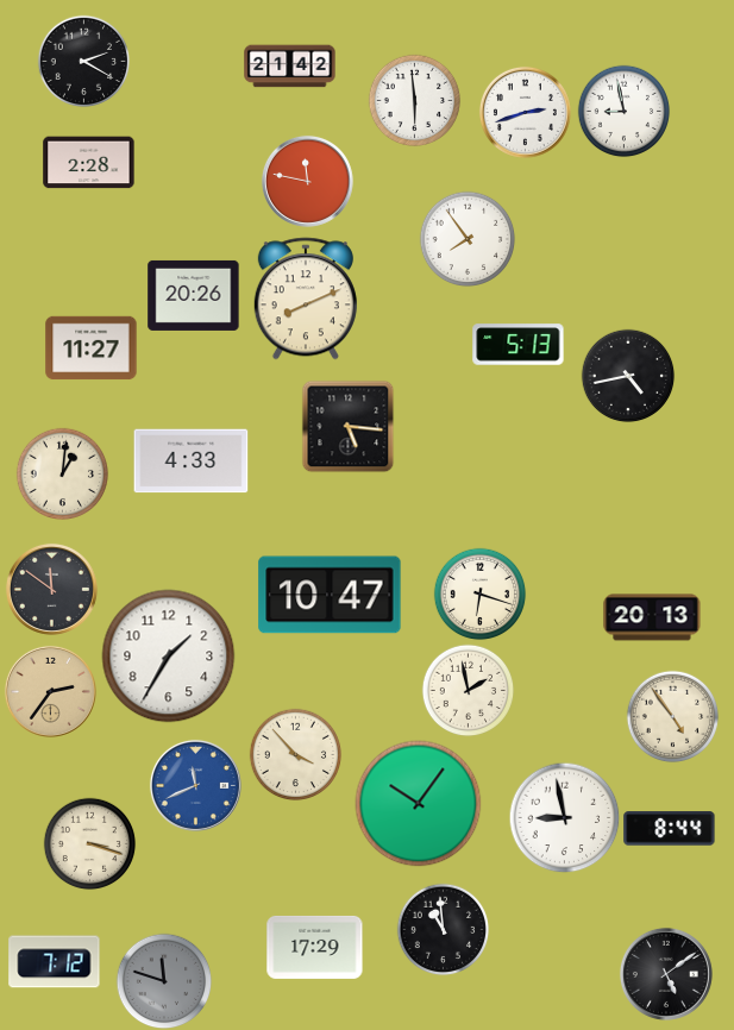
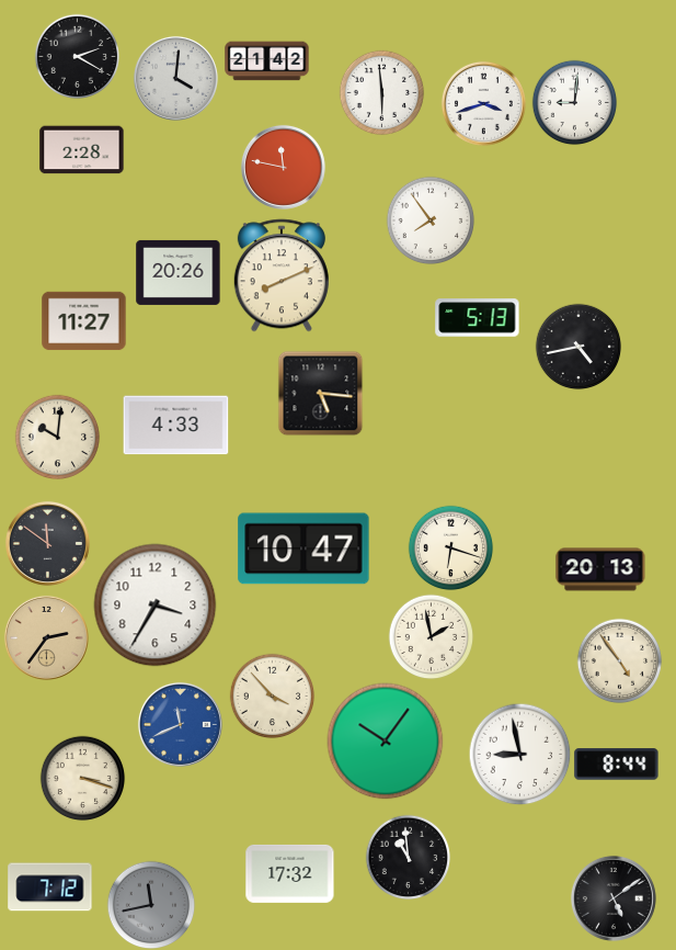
clock at (175, 78): none -> 4:01
clock at (623, 111): 8:58 -> 9:01
clock at (525, 112): 2:42 -> 3:42
clock at (62, 473): 1:01 -> 10:01
clock at (479, 593) position: (479, 593) -> (450, 547)
clock at (169, 657): 1:35 -> 3:35
clock at (315, 947): 17:29 -> 17:32
clock at (164, 981): 11:48 -> 11:43
